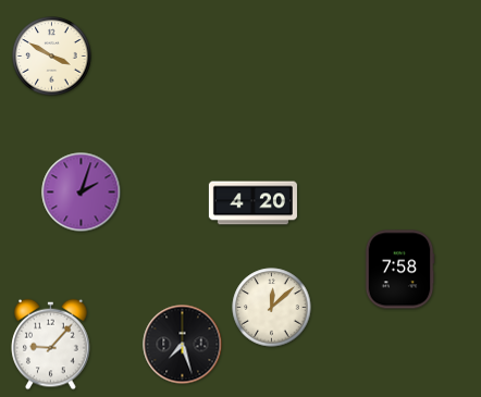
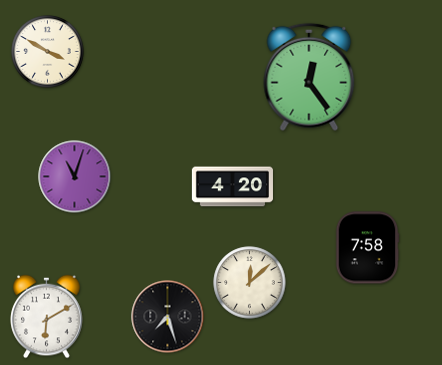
clock at (309, 77): none -> 12:24
clock at (82, 193): 2:03 -> 11:03
clock at (51, 345): 9:07 -> 6:10
